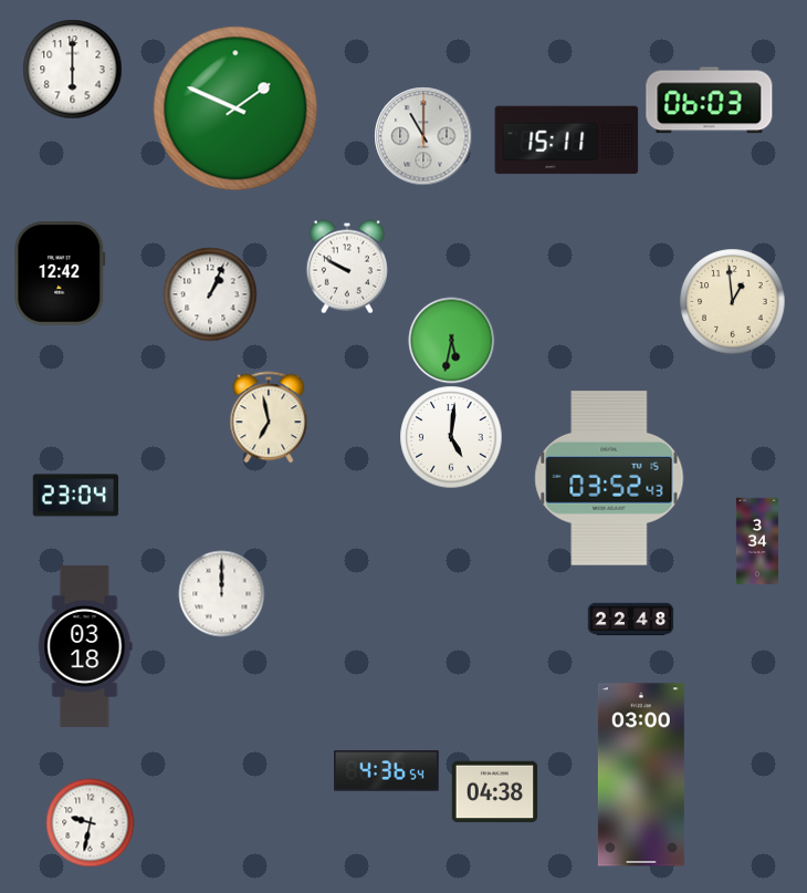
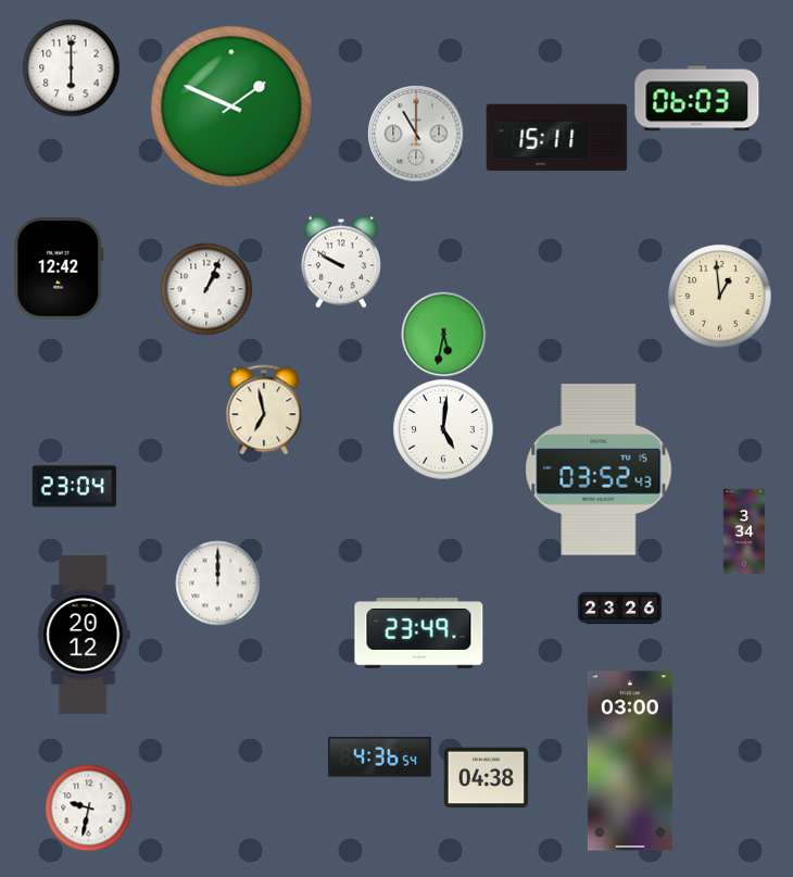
clock at (630, 620): 22:48 -> 23:26
clock at (419, 634): none -> 23:49
clock at (85, 646): 03:18 -> 20:12
